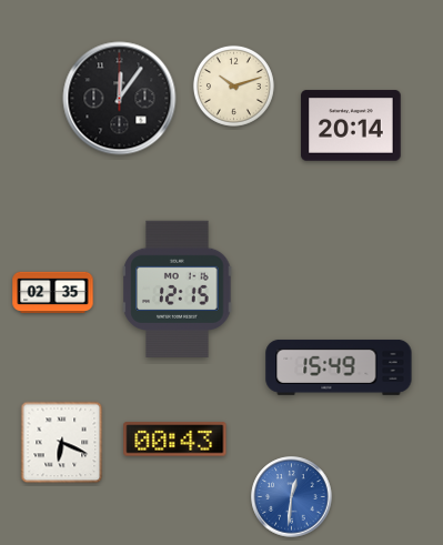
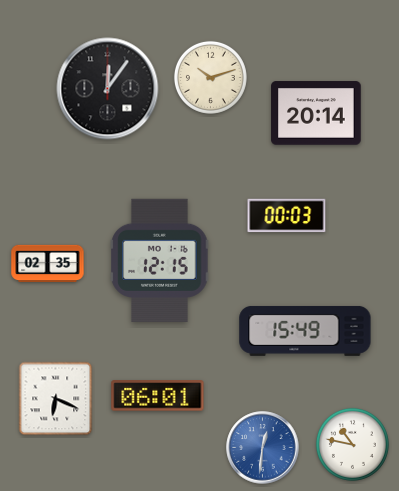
clock at (287, 216): none -> 00:03
clock at (175, 440): 00:43 -> 06:01
clock at (352, 444): none -> 10:47
